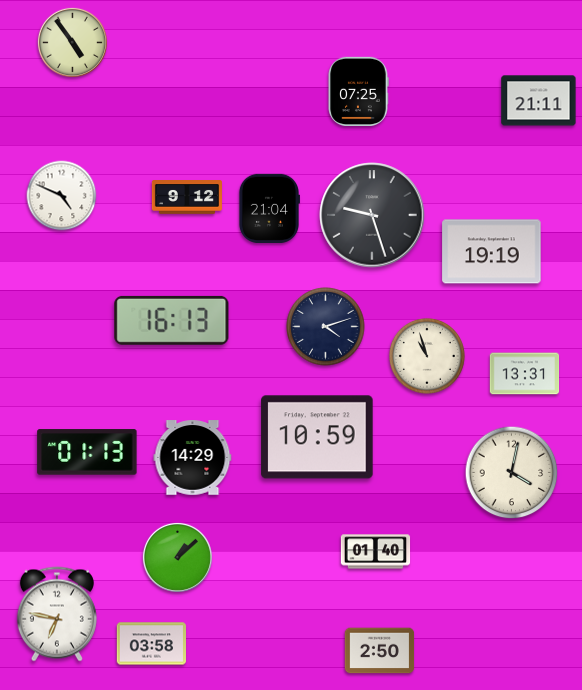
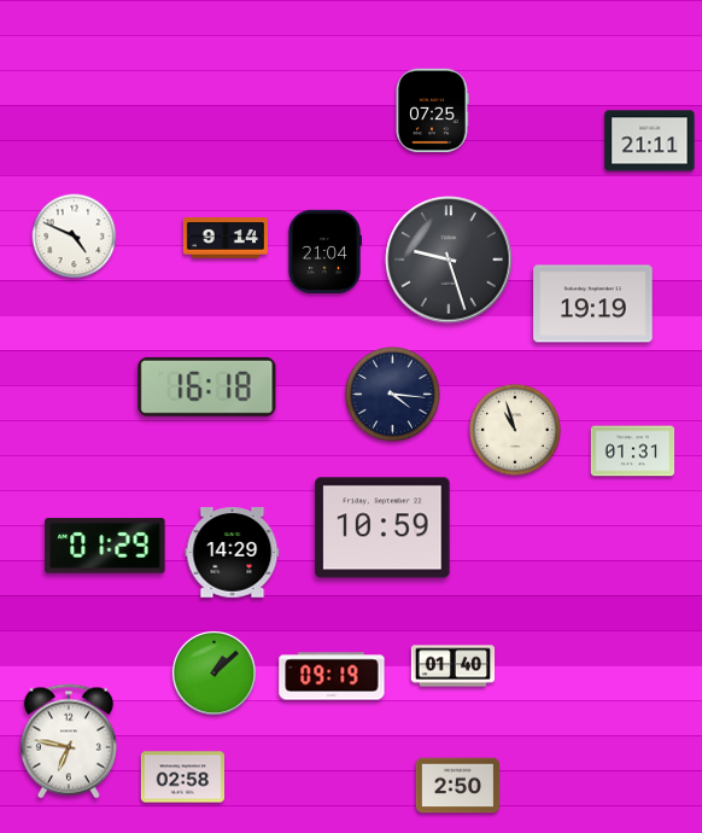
clock at (72, 42): 4:54 -> none
clock at (539, 101) position: (539, 101) -> (650, 141)
clock at (187, 198): 9:12 -> 9:14
clock at (172, 320): 16:13 -> 16:18
clock at (326, 327): 4:12 -> 4:16
clock at (525, 374): 13:31 -> 01:31
clock at (87, 452): 01:13 -> 01:29
clock at (512, 473): 4:02 -> none
clock at (332, 676): none -> 09:19
clock at (151, 644): 03:58 -> 02:58
